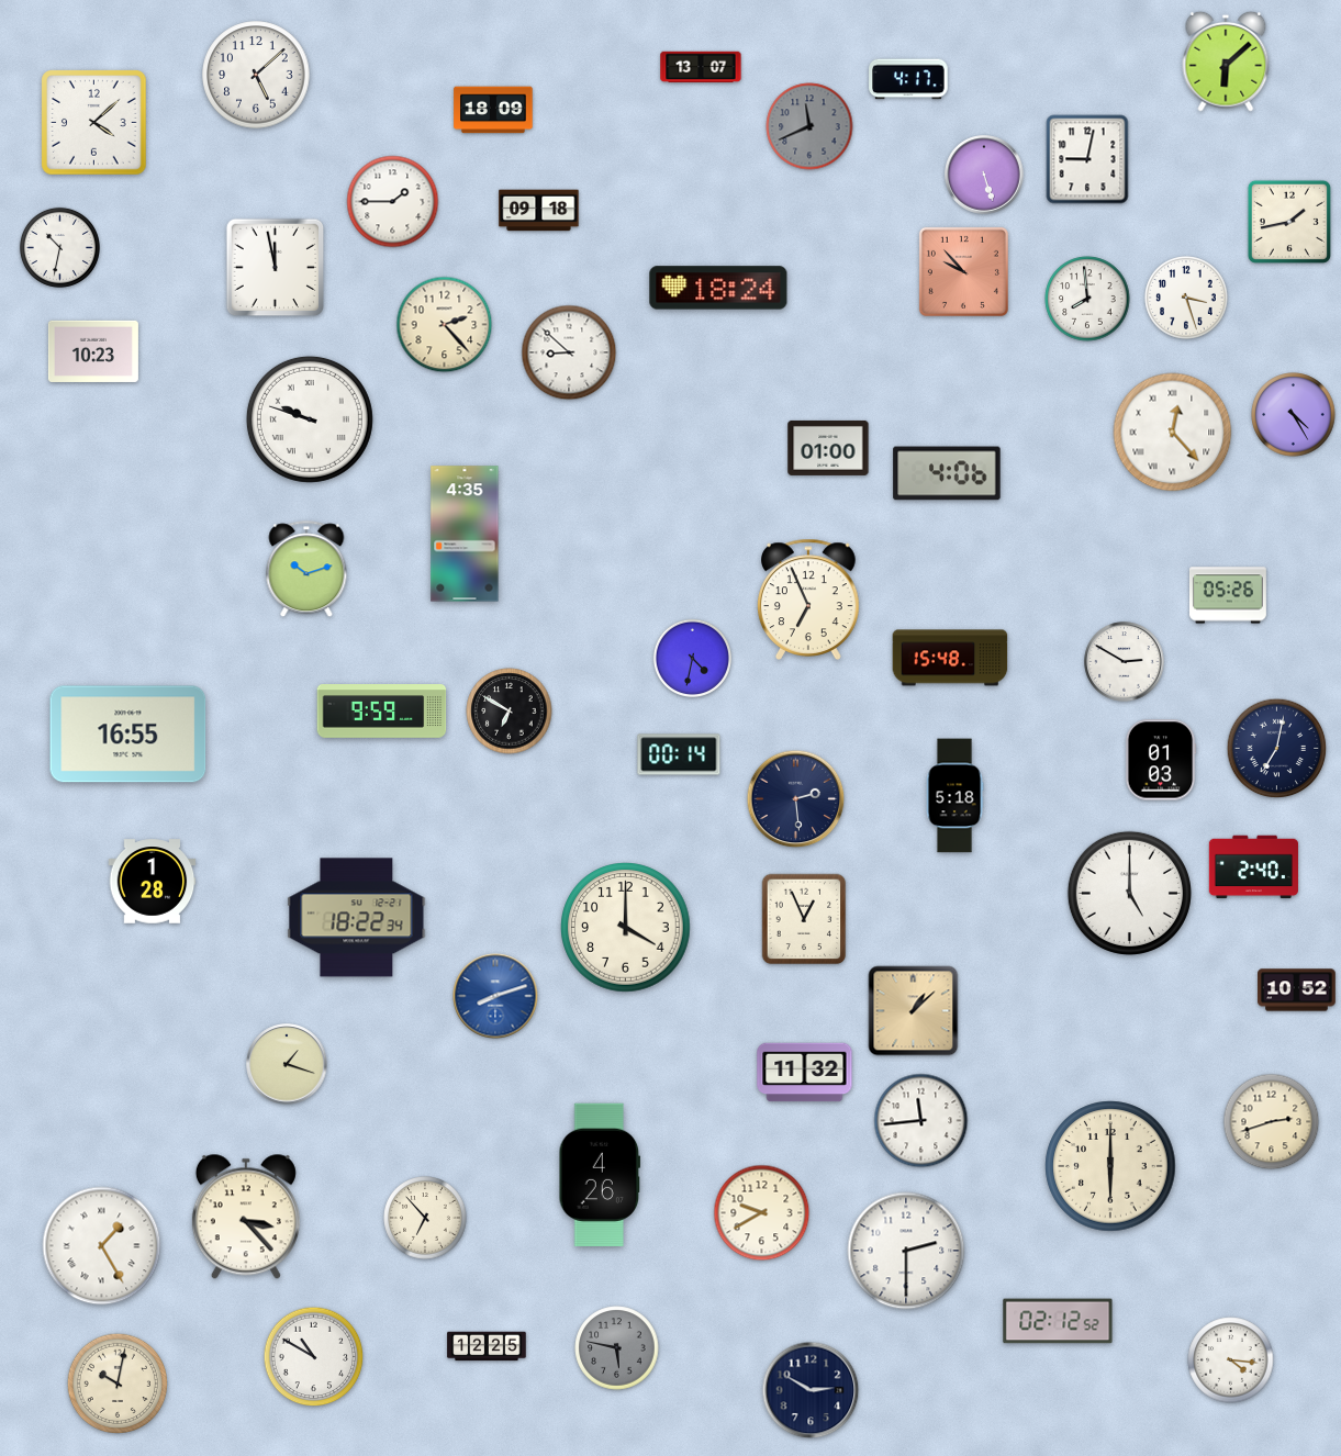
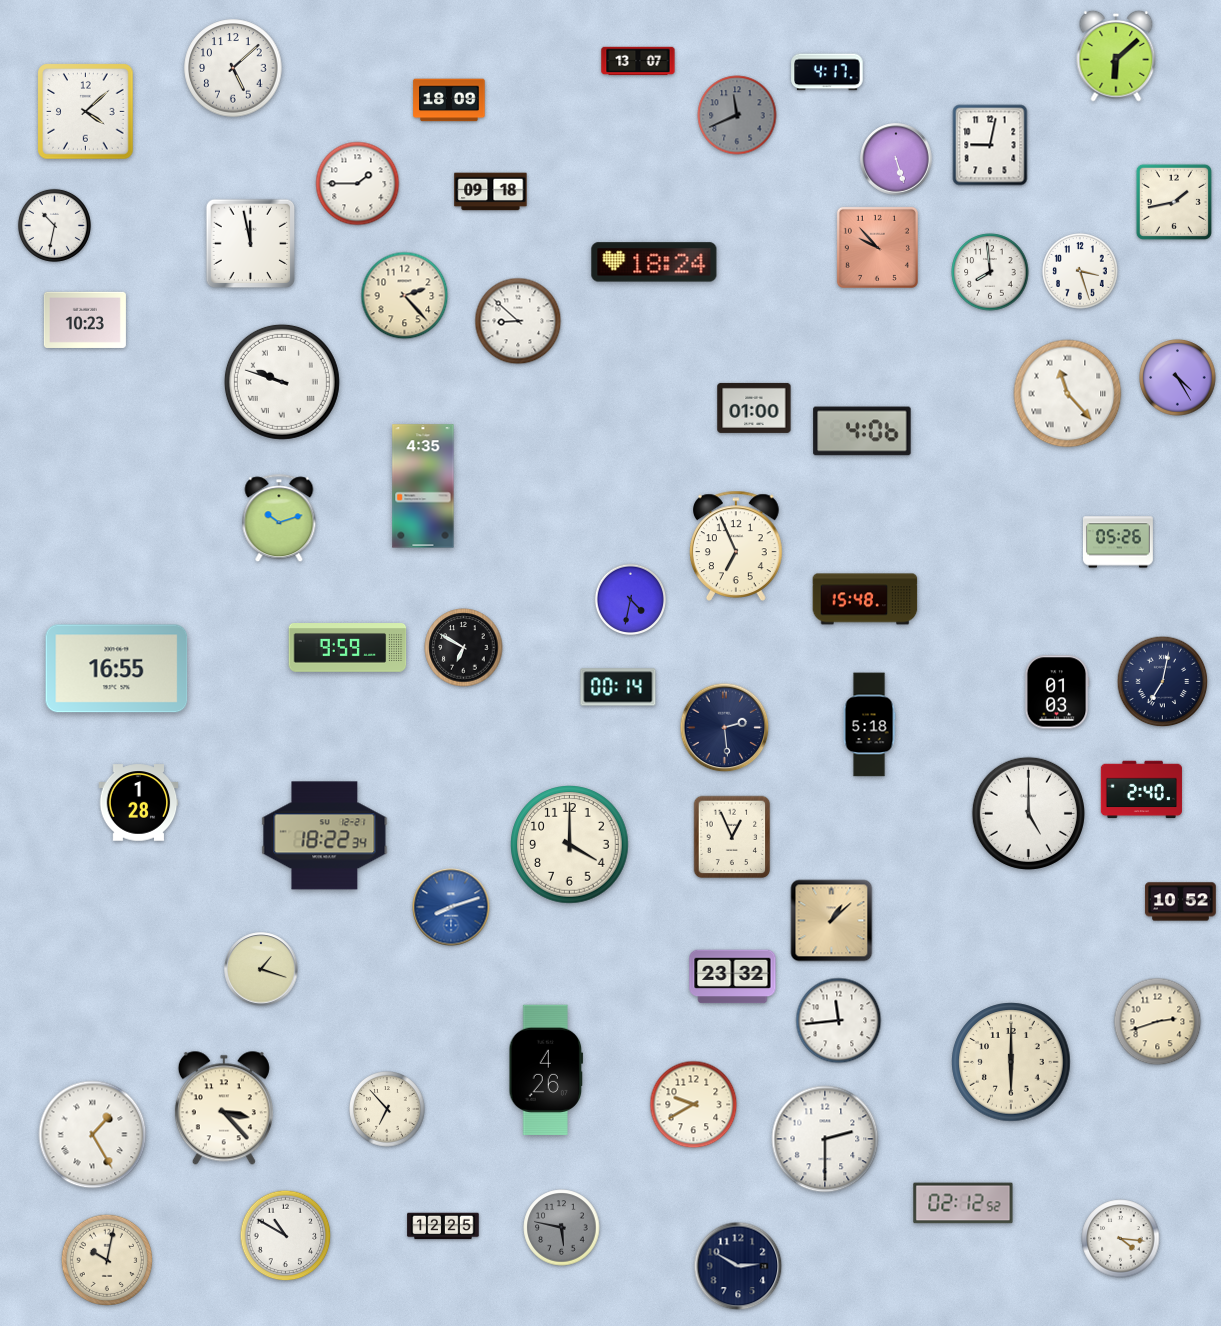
clock at (1173, 433): 12:23 -> 11:23
clock at (1125, 662): 2:50 -> none
clock at (805, 1073): 11:32 -> 23:32
